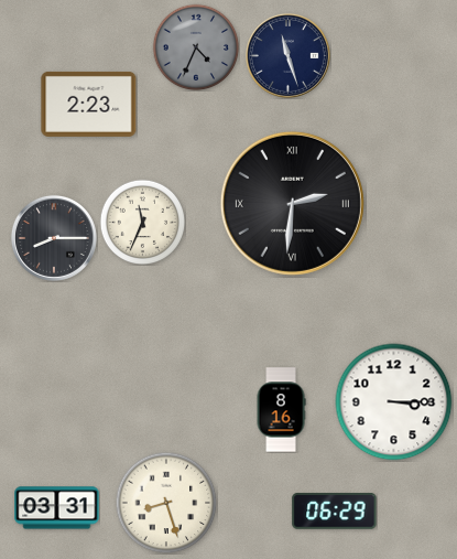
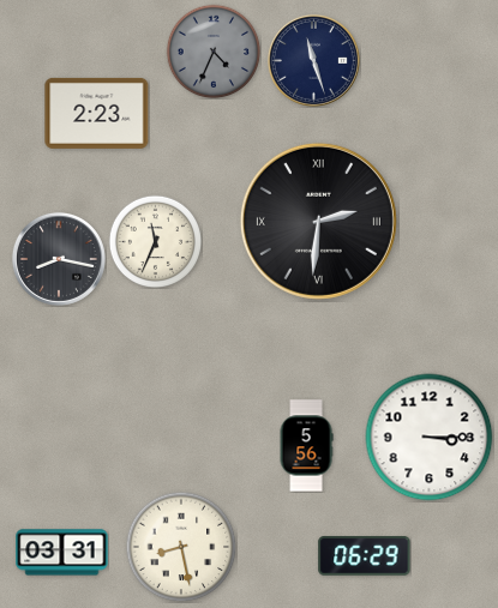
clock at (54, 238): 8:15 -> 8:17
clock at (281, 410): 8:16 -> 5:56
clock at (166, 503): 8:27 -> 8:28
